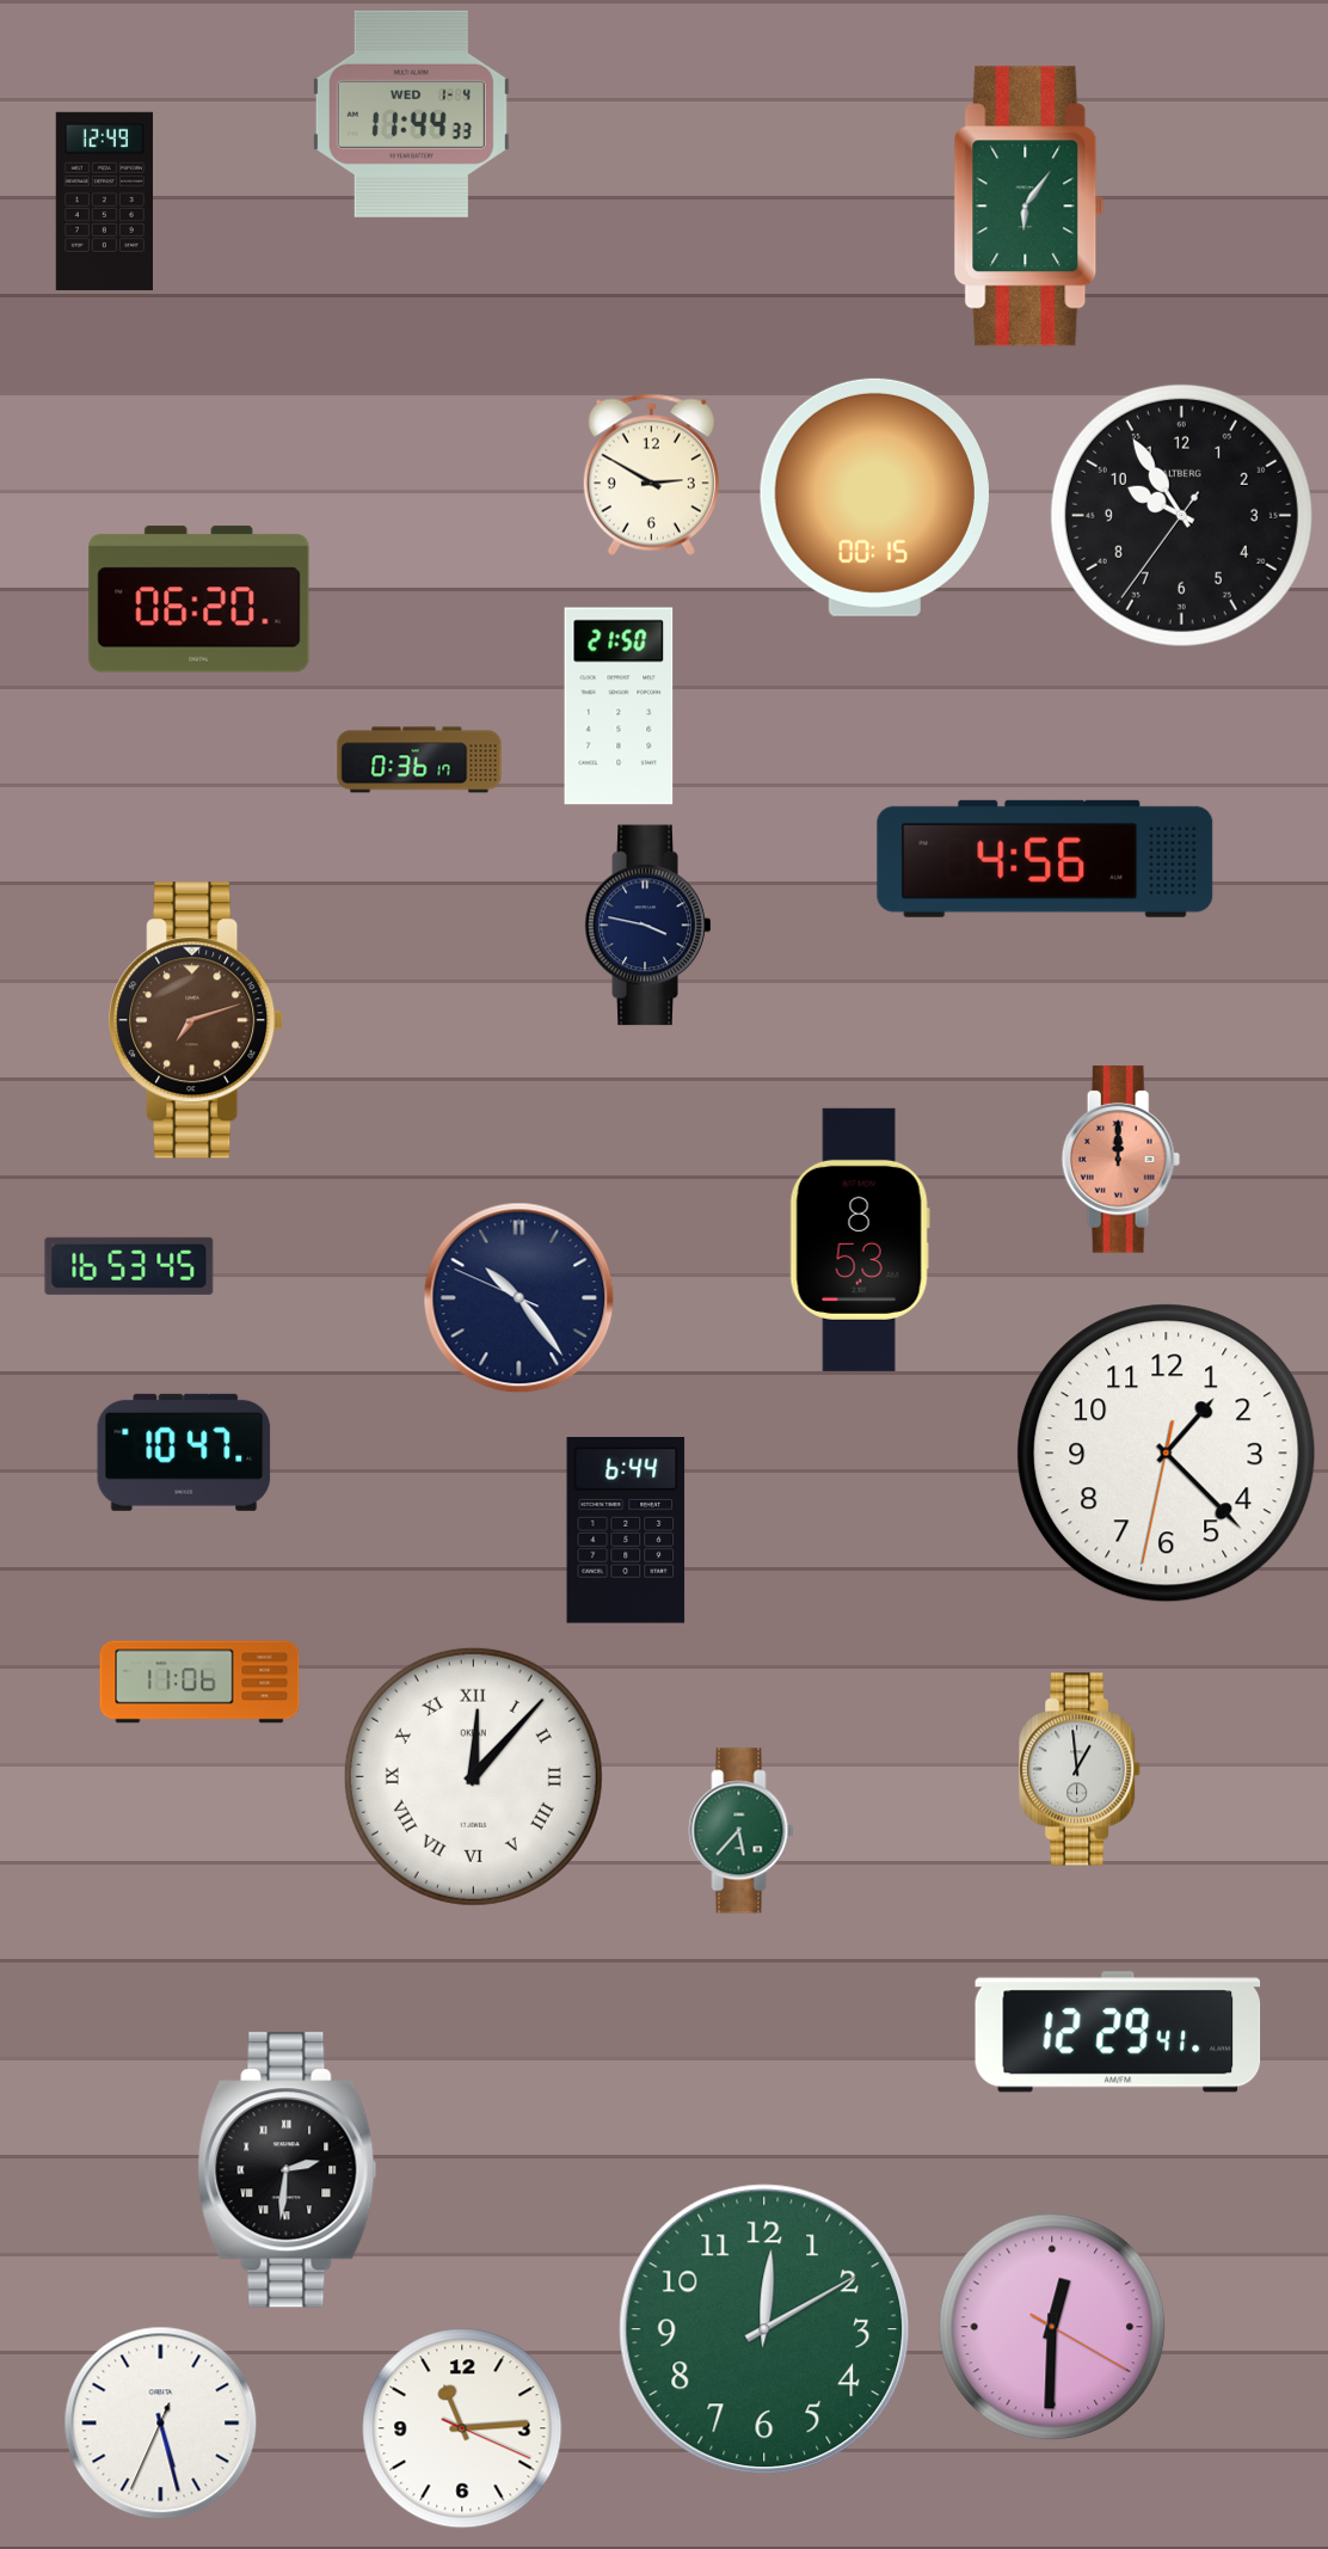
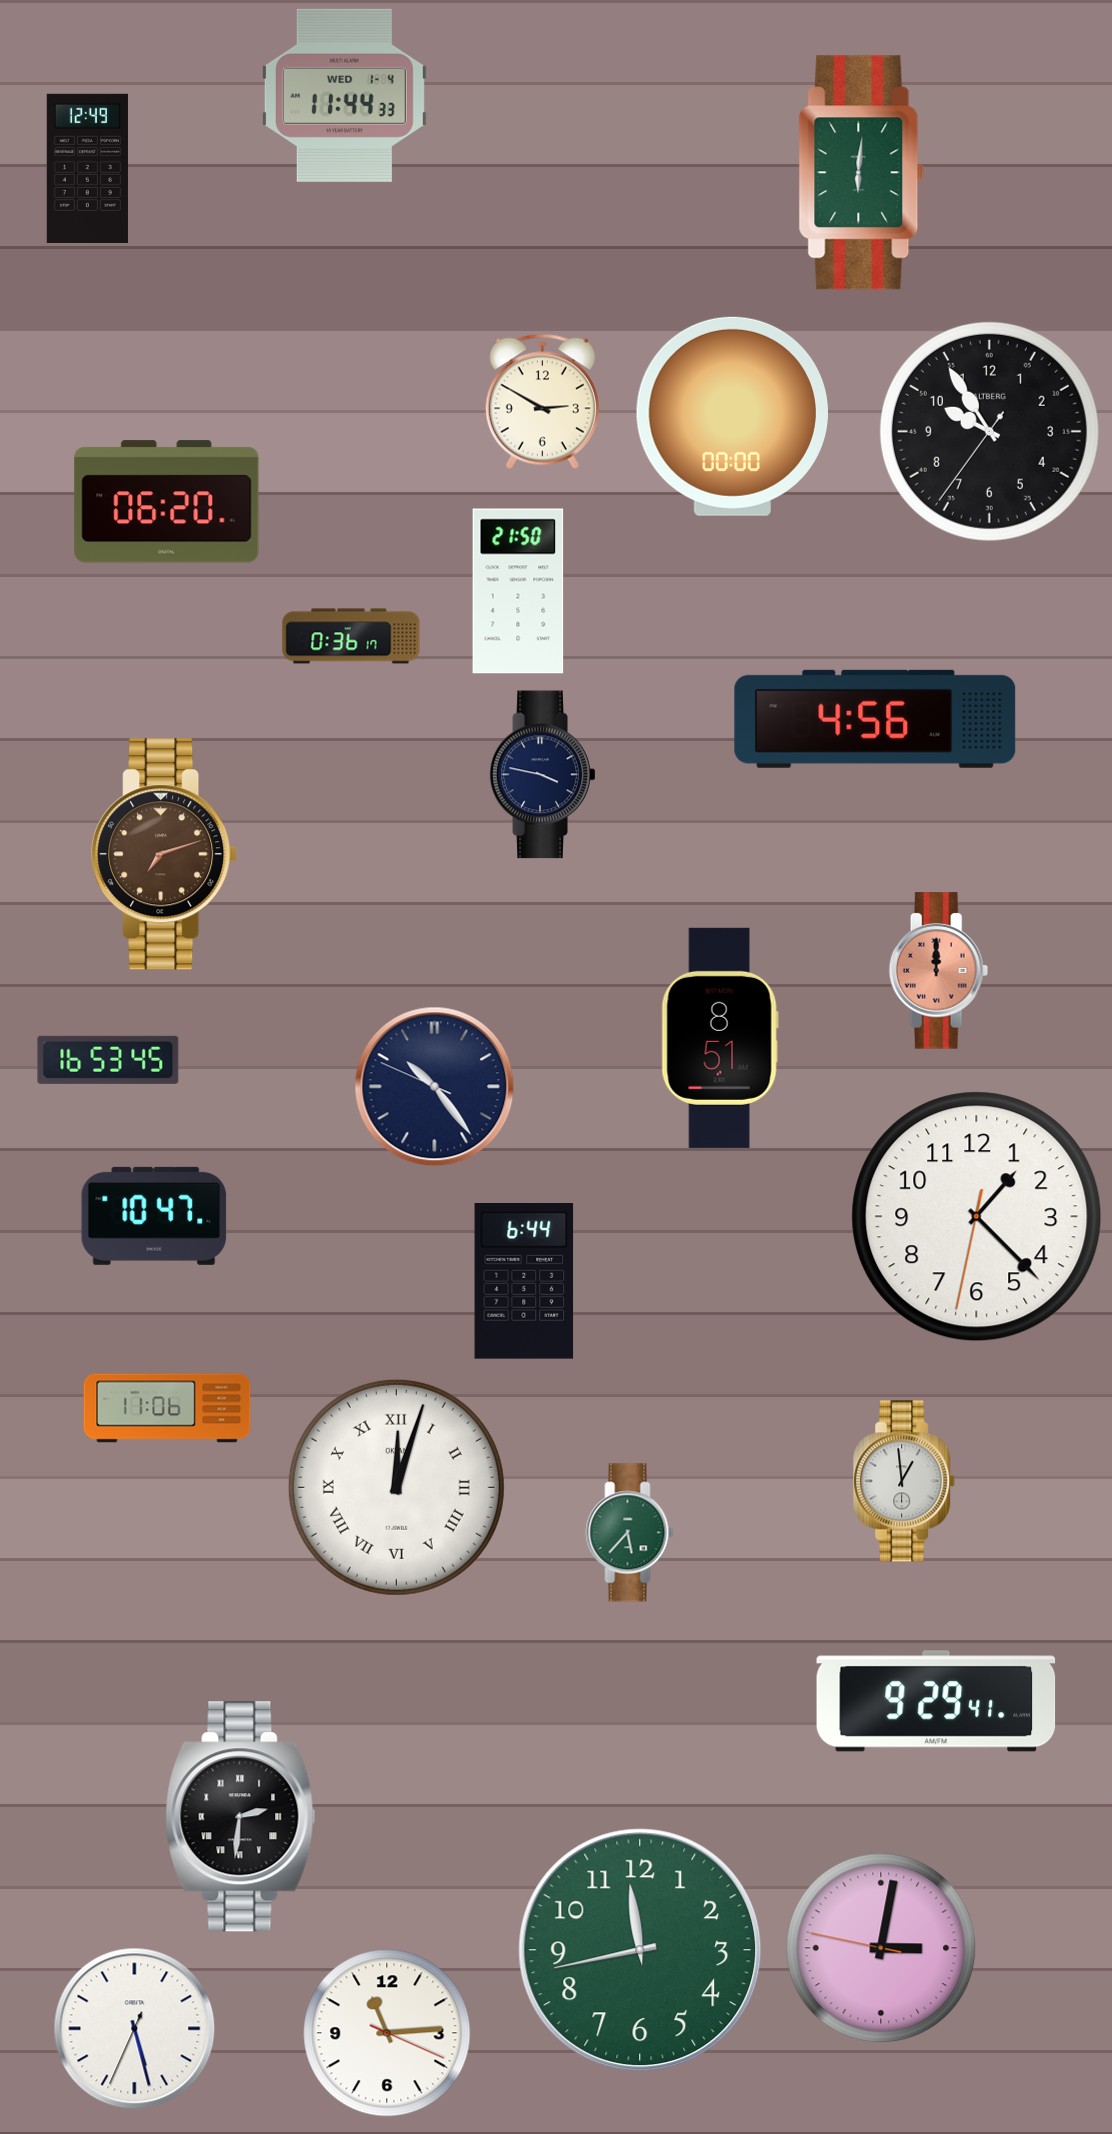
clock at (1029, 207): 6:06 -> 6:01
clock at (651, 474) position: (651, 474) -> (542, 401)
clock at (874, 497): 00:15 -> 00:00
clock at (860, 1240): 8:53 -> 8:51
clock at (473, 1776): 12:07 -> 12:03
clock at (742, 1831) position: (742, 1831) -> (630, 1533)
clock at (1118, 2032): 12:29 -> 9:29
clock at (1052, 2327): 12:30 -> 3:01
clock at (764, 2329): 12:10 -> 11:43
